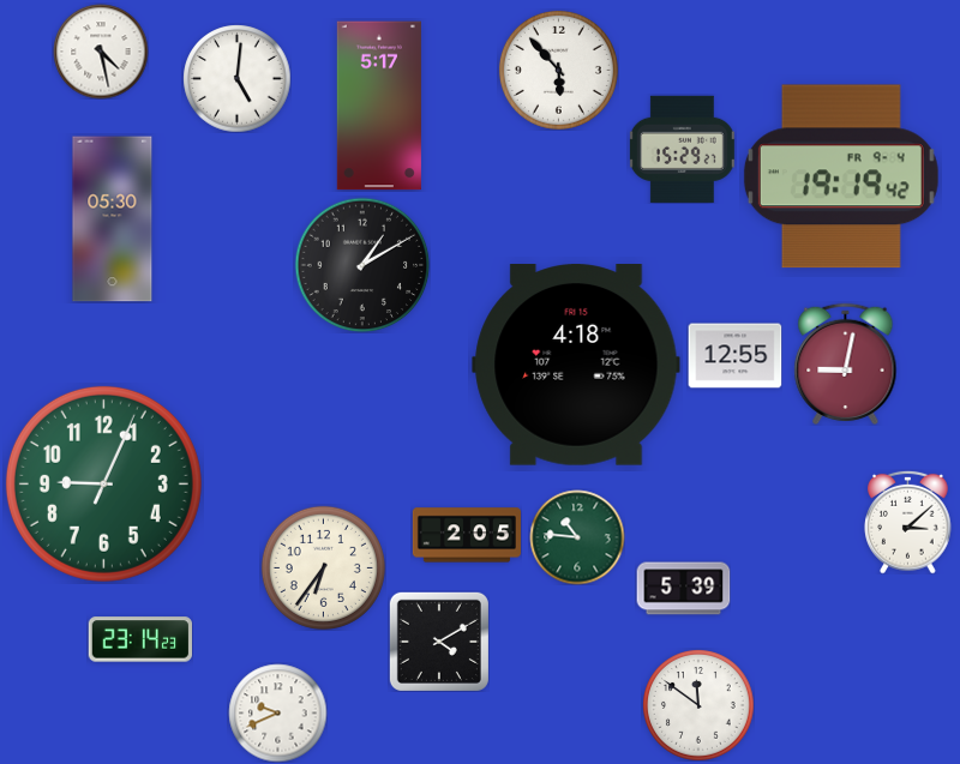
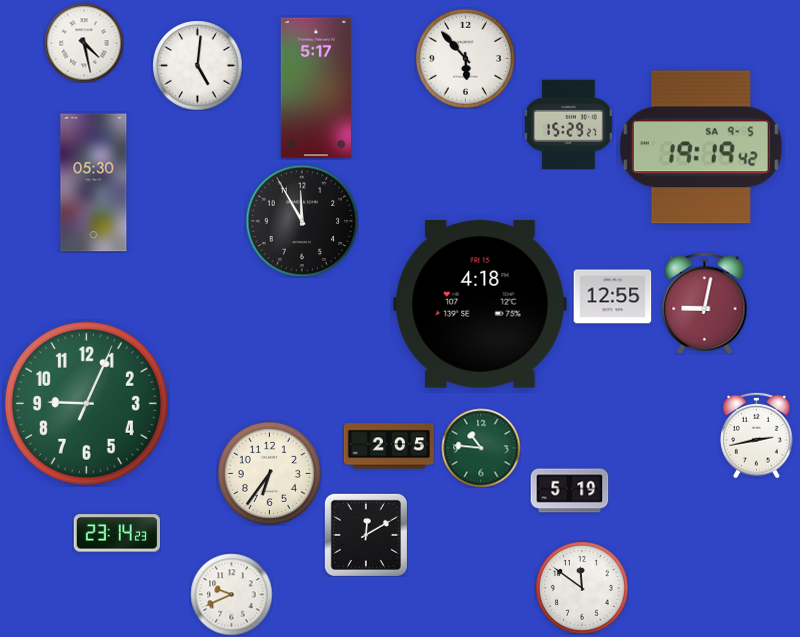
clock at (841, 176) date: FR 9-4 -> SA 9-5
clock at (362, 265): 1:10 -> 11:55
clock at (908, 522): 3:08 -> 2:43
clock at (683, 589): 5:39 -> 5:19
clock at (439, 642): 4:10 -> 12:10
